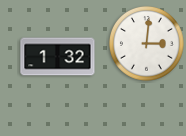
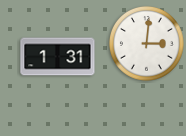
clock at (58, 57): 1:32 -> 1:31
